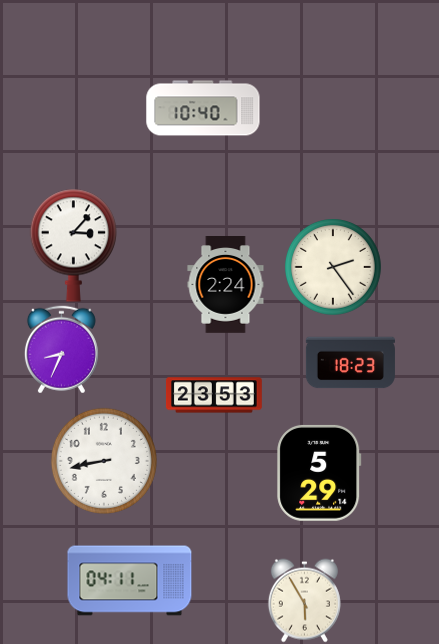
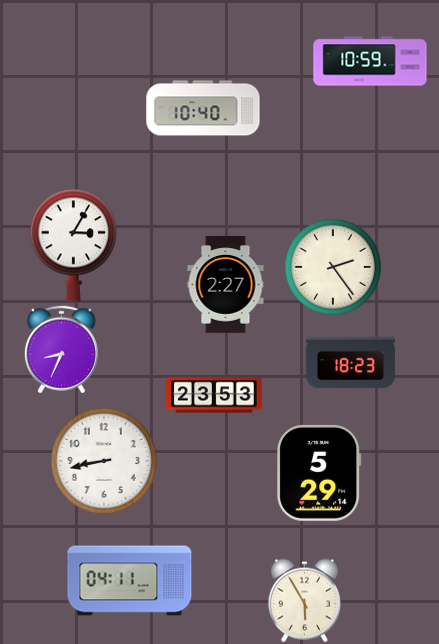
clock at (370, 61): none -> 10:59
clock at (73, 245): 3:07 -> 3:05
clock at (226, 285): 2:24 -> 2:27
